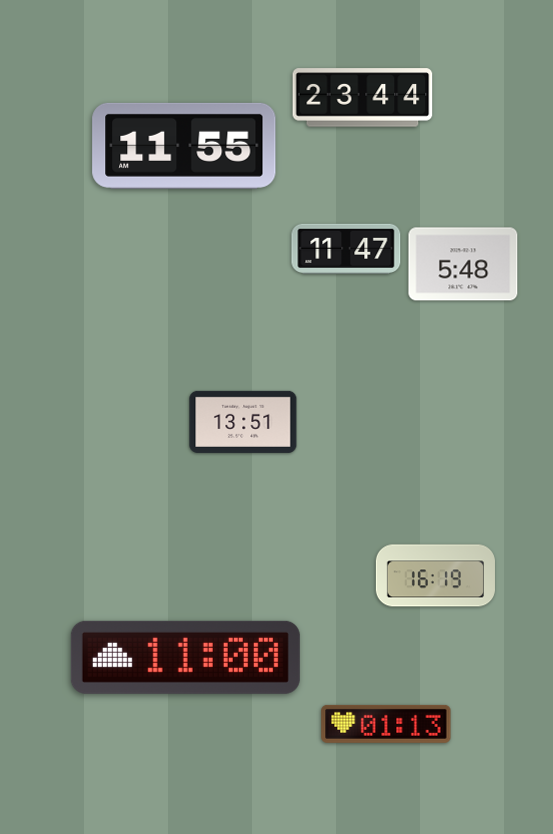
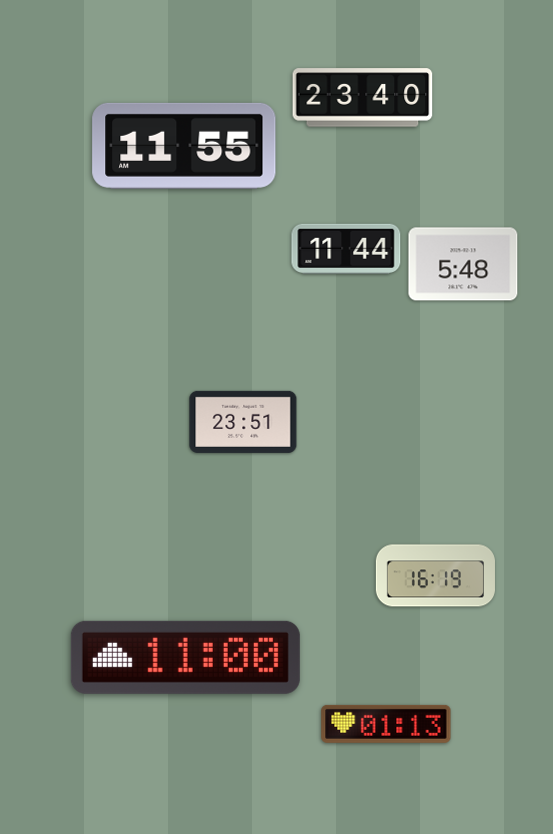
clock at (363, 98): 23:44 -> 23:40
clock at (346, 249): 11:47 -> 11:44
clock at (243, 422): 13:51 -> 23:51
